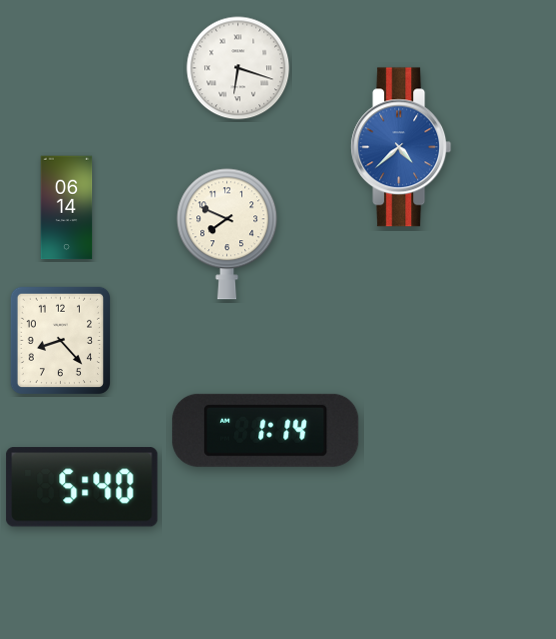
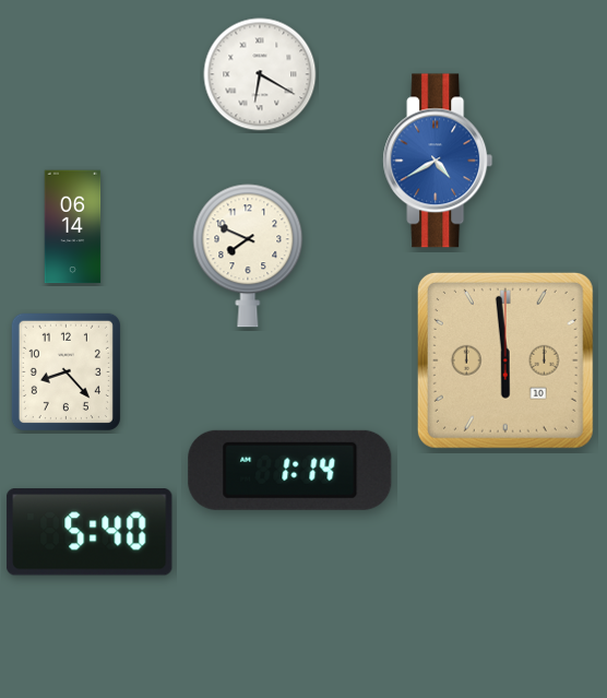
clock at (238, 68): 6:18 -> 6:20
clock at (401, 147): 4:38 -> 4:40
clock at (505, 360): none -> 5:59
